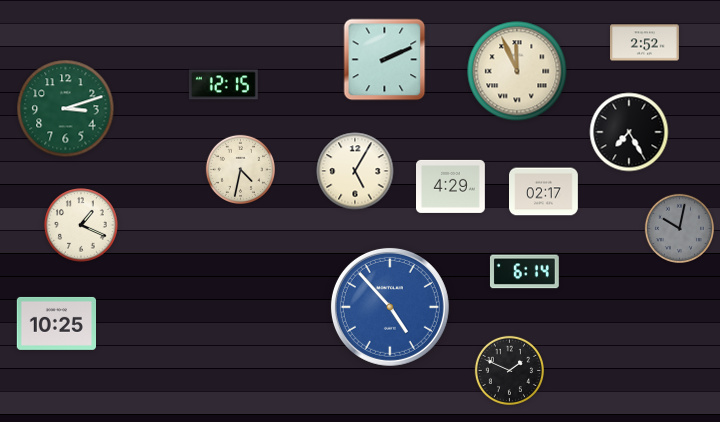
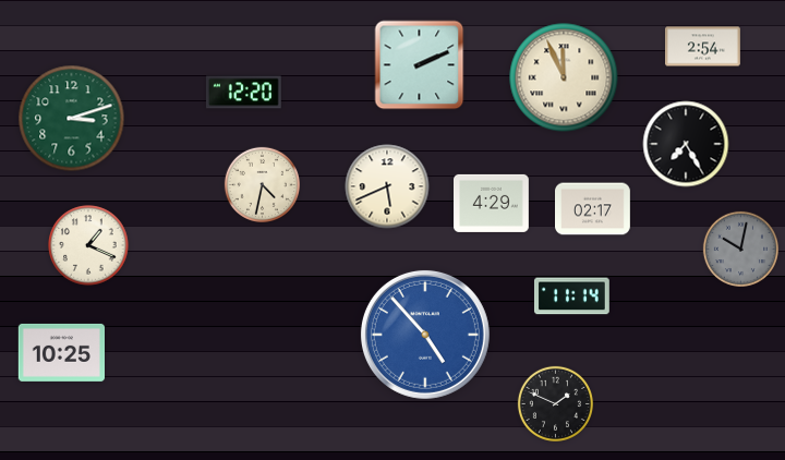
clock at (645, 43): 2:52 -> 2:54
clock at (223, 85): 12:15 -> 12:20
clock at (355, 171): 5:05 -> 5:41
clock at (524, 272): 6:14 -> 11:14
